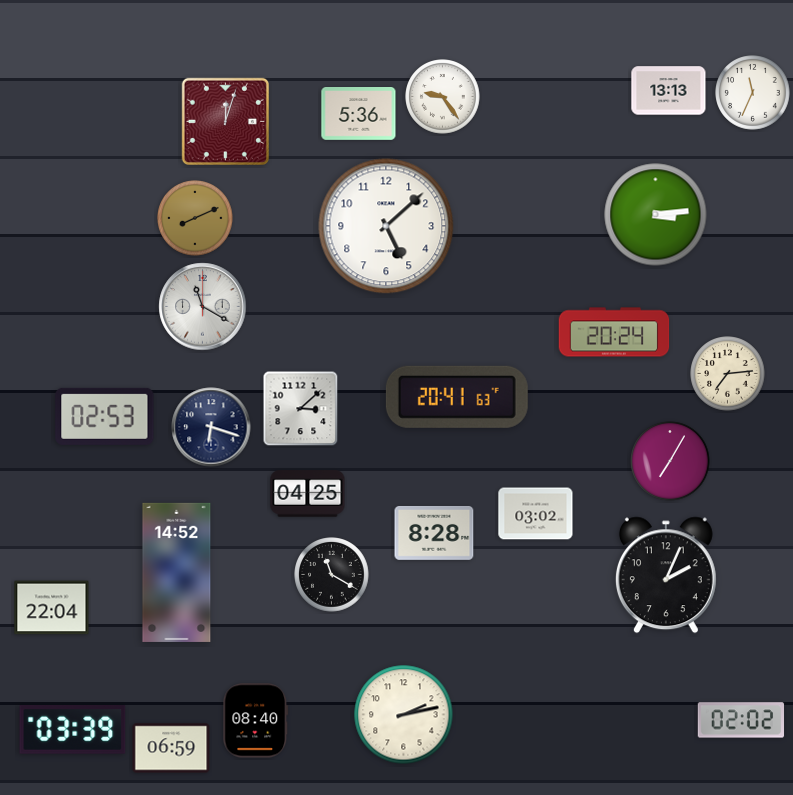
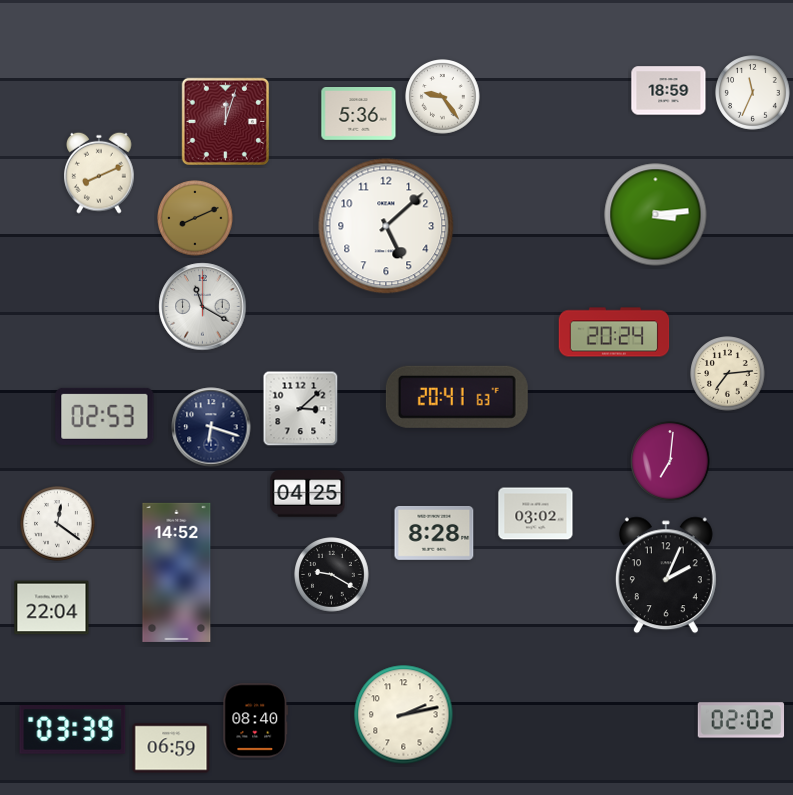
clock at (669, 91): 13:13 -> 18:59
clock at (99, 173): none -> 8:11
clock at (670, 461): 7:05 -> 7:01
clock at (58, 524): none -> 12:21
clock at (332, 575): 11:20 -> 9:20
